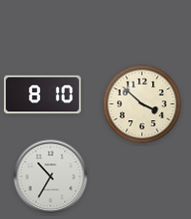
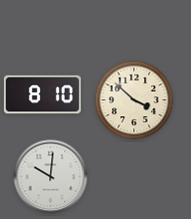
clock at (142, 104) position: (142, 104) -> (134, 100)
clock at (51, 177): 10:35 -> 10:01
